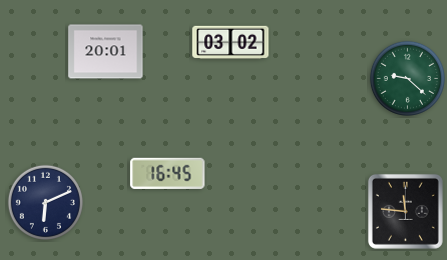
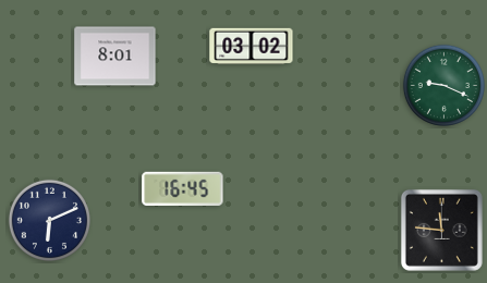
clock at (106, 52): 20:01 -> 8:01
clock at (407, 78): 9:22 -> 9:19
